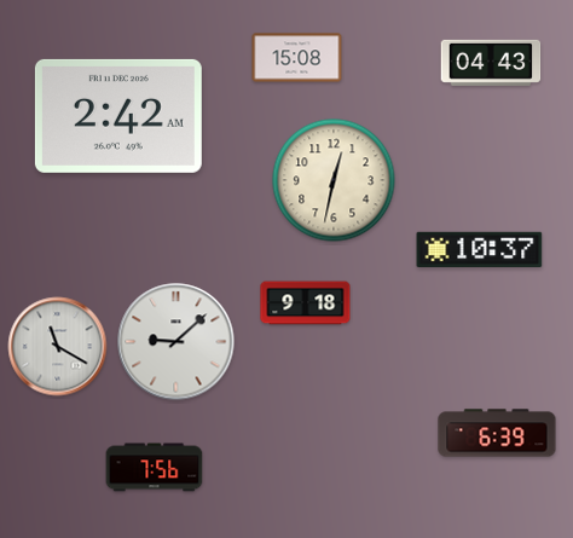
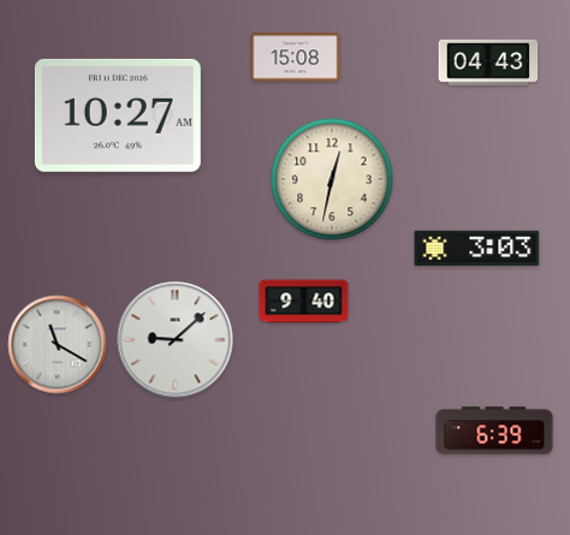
clock at (118, 116): 2:42 -> 10:27
clock at (480, 249): 10:37 -> 3:03
clock at (306, 303): 9:18 -> 9:40
clock at (155, 468): 7:56 -> none
